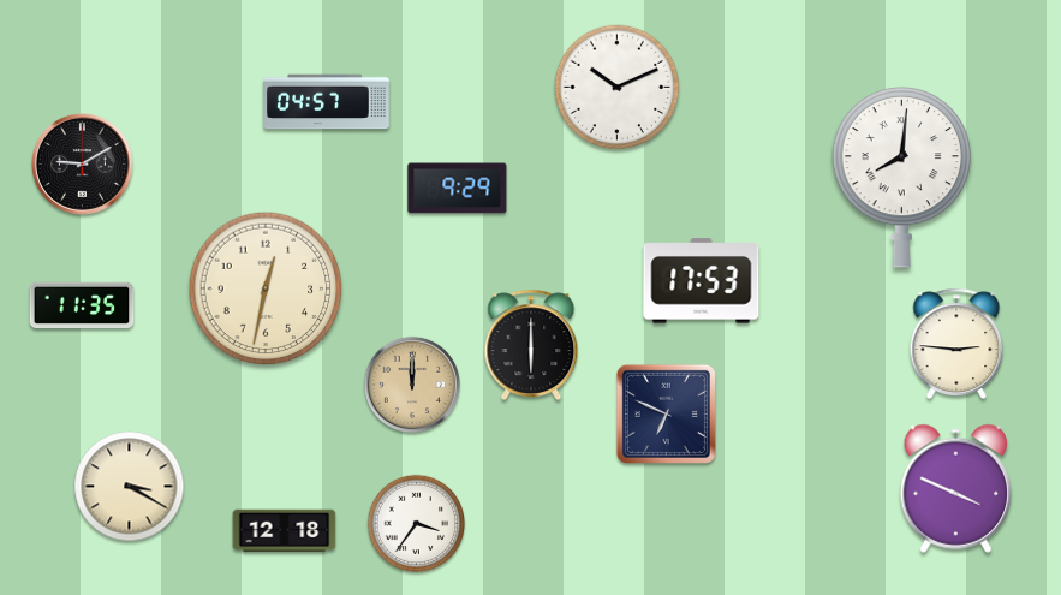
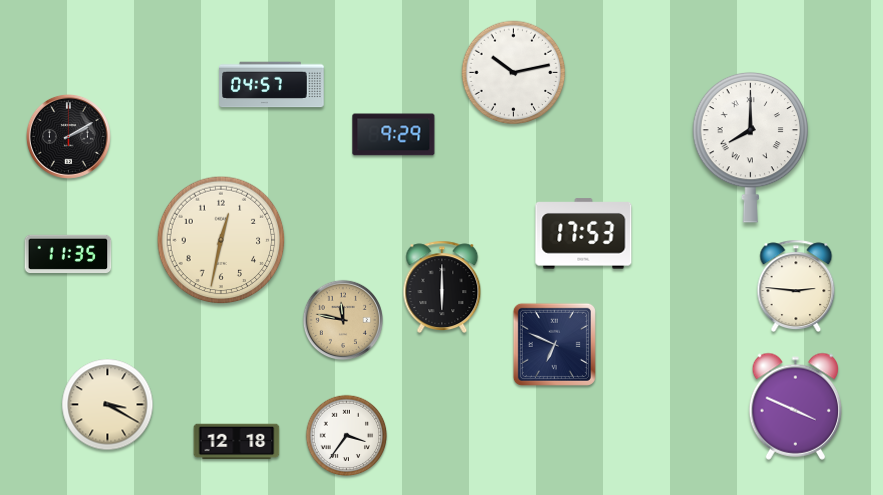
clock at (618, 88): 10:11 -> 10:13
clock at (82, 163): 9:10 -> 2:10
clock at (902, 177): 8:01 -> 8:00
clock at (458, 189) position: (458, 189) -> (394, 135)
clock at (411, 383): 12:00 -> 11:47
